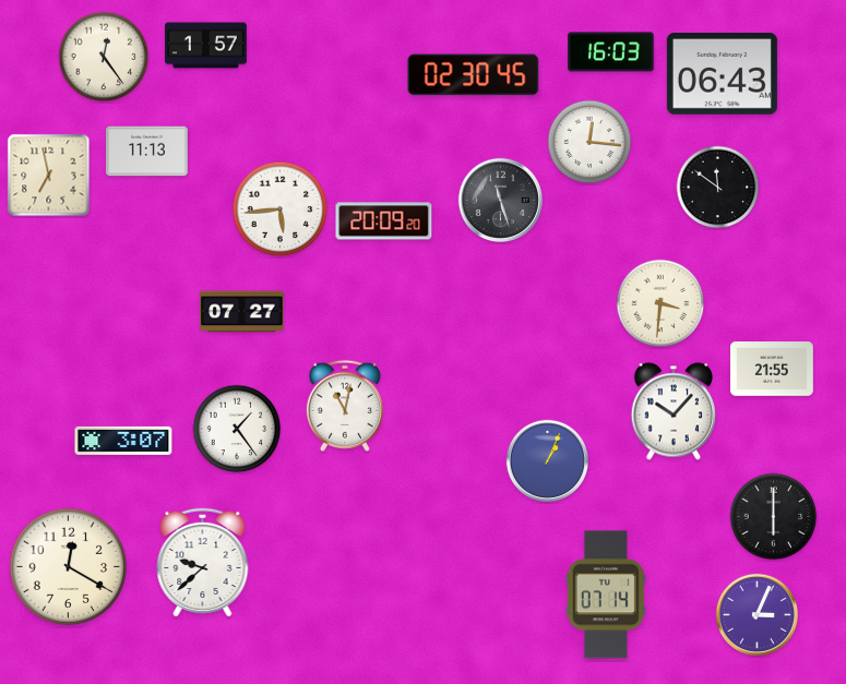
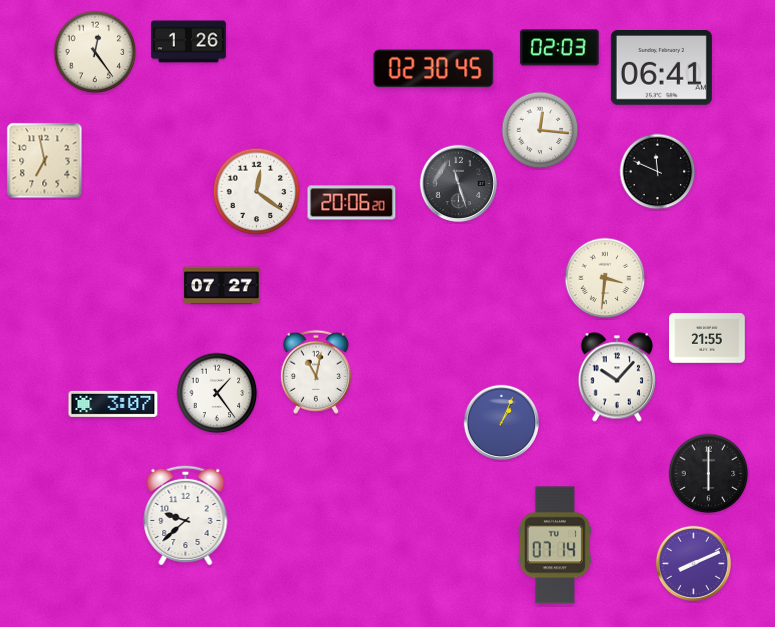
clock at (206, 46): 1:57 -> 1:26
clock at (611, 52): 16:03 -> 02:03
clock at (722, 74): 06:43 -> 06:41
clock at (147, 152): 11:13 -> none
clock at (718, 188): 11:51 -> 11:49
clock at (281, 209): 5:44 -> 12:21
clock at (384, 221): 20:09 -> 20:06
clock at (69, 567): 12:20 -> none
clock at (756, 614): 3:04 -> 8:11
